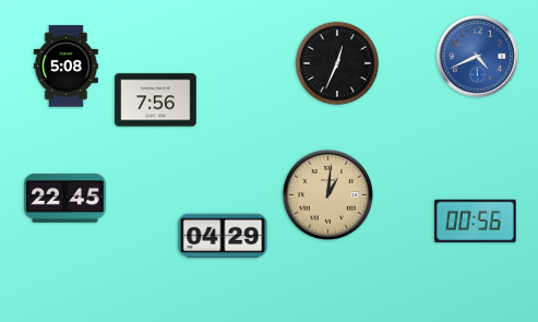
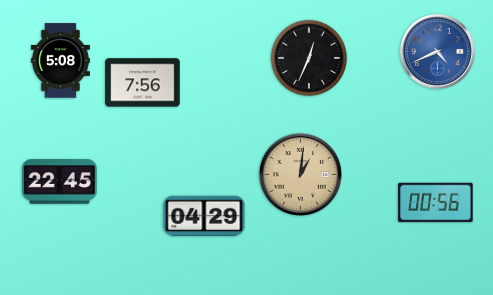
clock at (156, 100) position: (156, 100) -> (143, 83)
clock at (327, 194) position: (327, 194) -> (300, 174)
